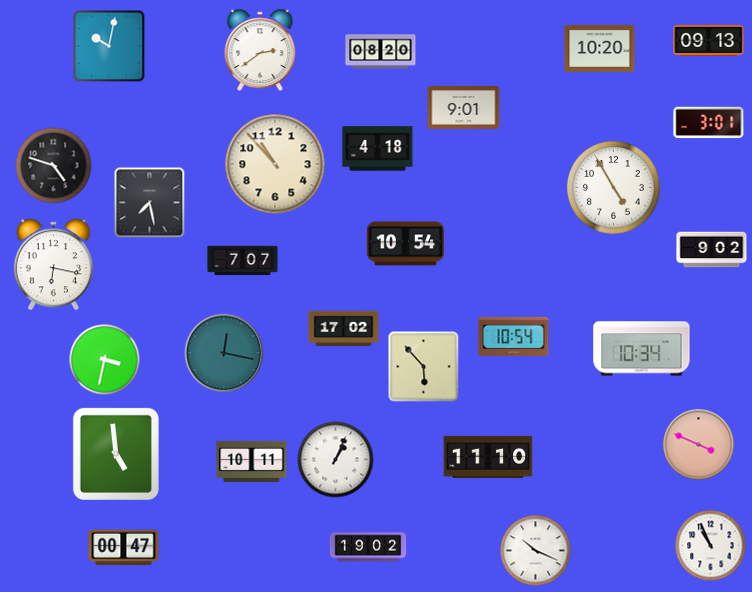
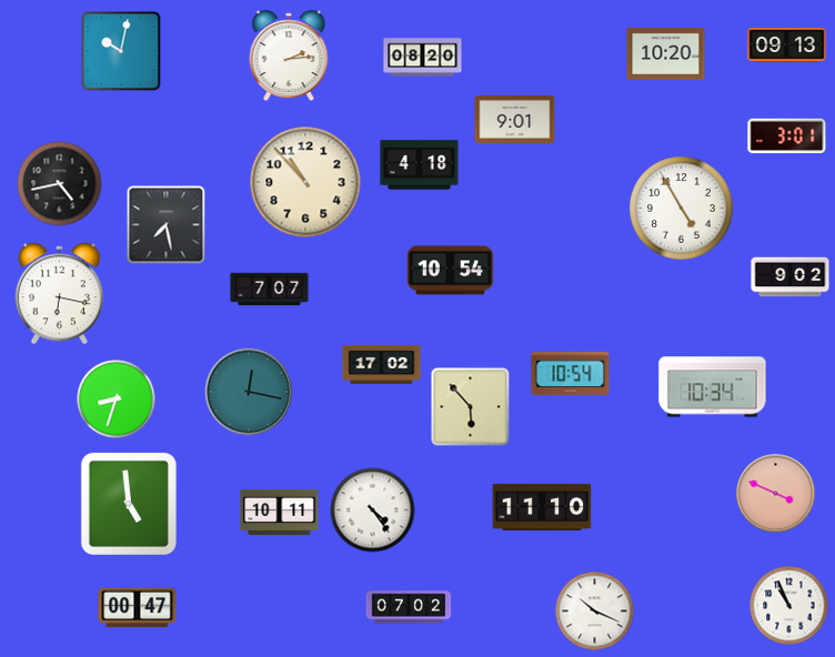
clock at (260, 50): 2:39 -> 2:14
clock at (54, 166): 4:48 -> 4:43
clock at (105, 360): 3:32 -> 8:33
clock at (336, 460): 1:04 -> 4:24
clock at (368, 547): 19:02 -> 07:02
